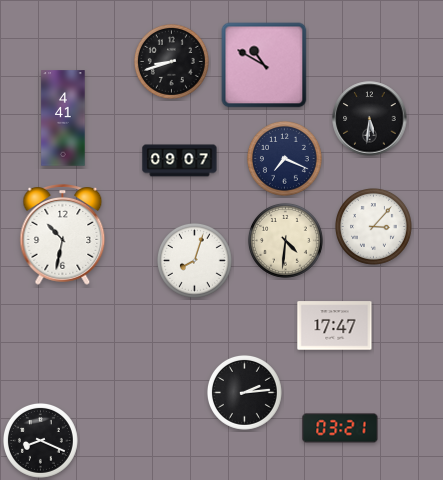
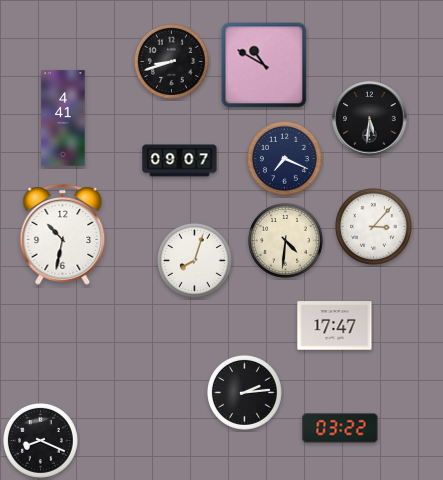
clock at (340, 428): 03:21 -> 03:22
